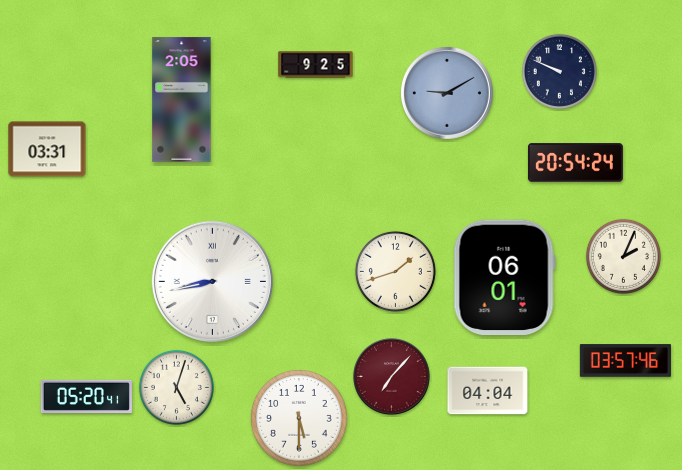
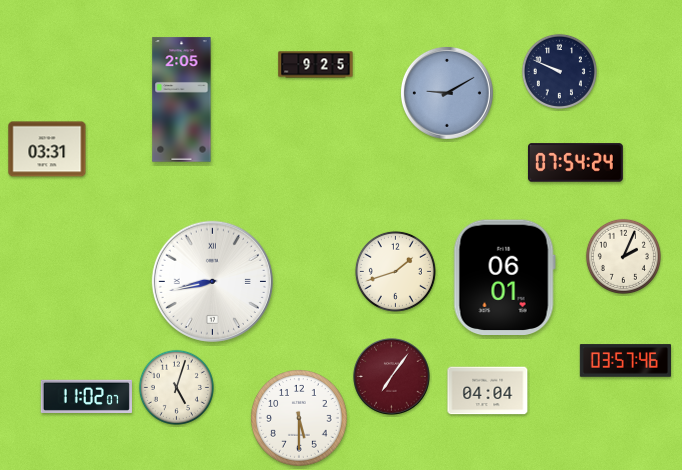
clock at (575, 163): 20:54 -> 07:54
clock at (392, 377): 7:07 -> 7:06
clock at (86, 396): 05:20 -> 11:02
